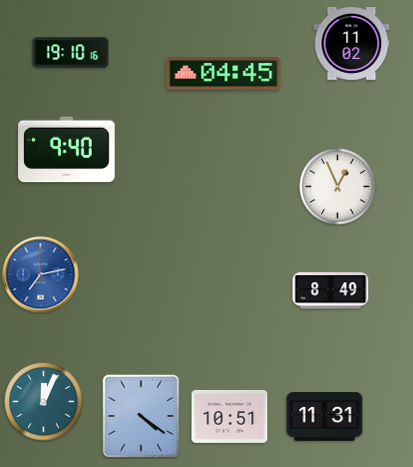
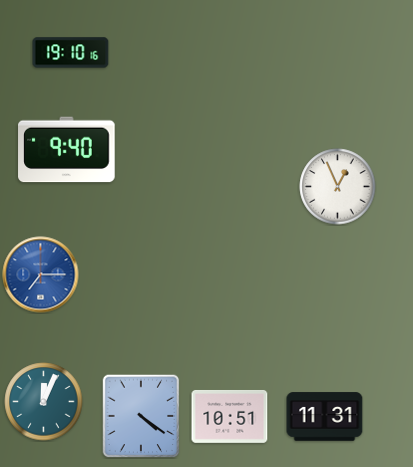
clock at (352, 44): 11:02 -> none
clock at (224, 74): 04:45 -> none
clock at (41, 275): 7:13 -> 7:15
clock at (331, 291): 8:49 -> none
